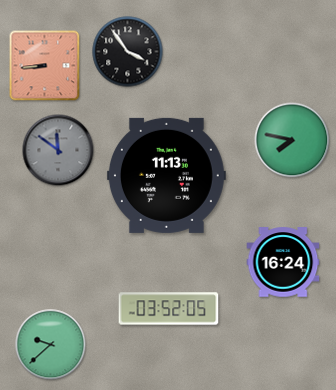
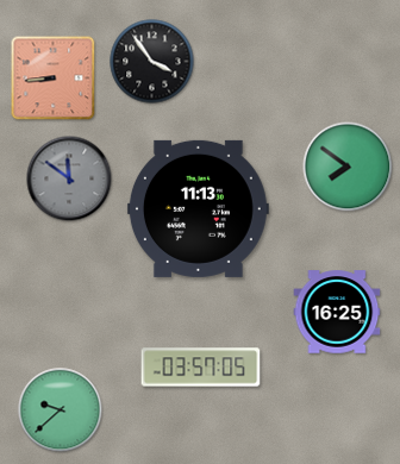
clock at (292, 140): 7:47 -> 7:51
clock at (283, 262): 16:24 -> 16:25
clock at (169, 309): 03:52 -> 03:57
